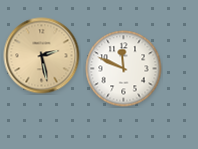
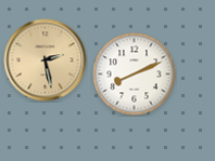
clock at (124, 69): 11:49 -> 8:11
